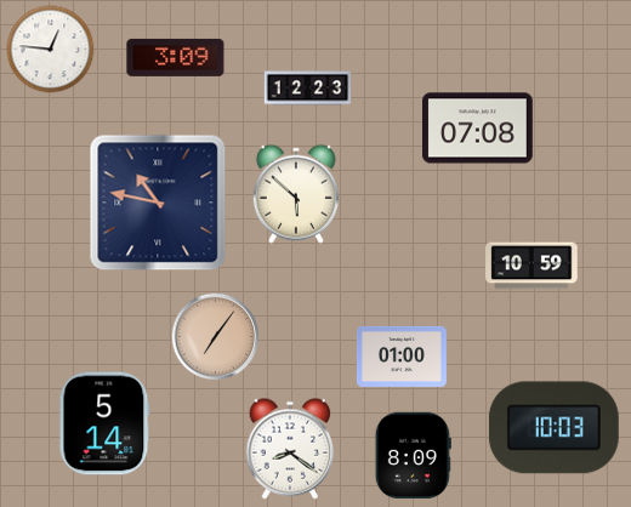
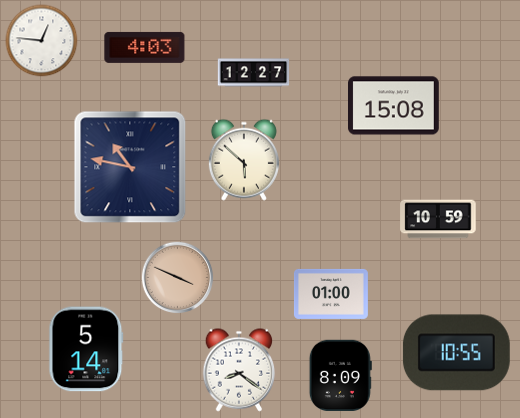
clock at (176, 57): 3:09 -> 4:03
clock at (308, 89): 12:23 -> 12:27
clock at (478, 129): 07:08 -> 15:08
clock at (216, 337): 7:06 -> 3:49
clock at (553, 428): 10:03 -> 10:55
